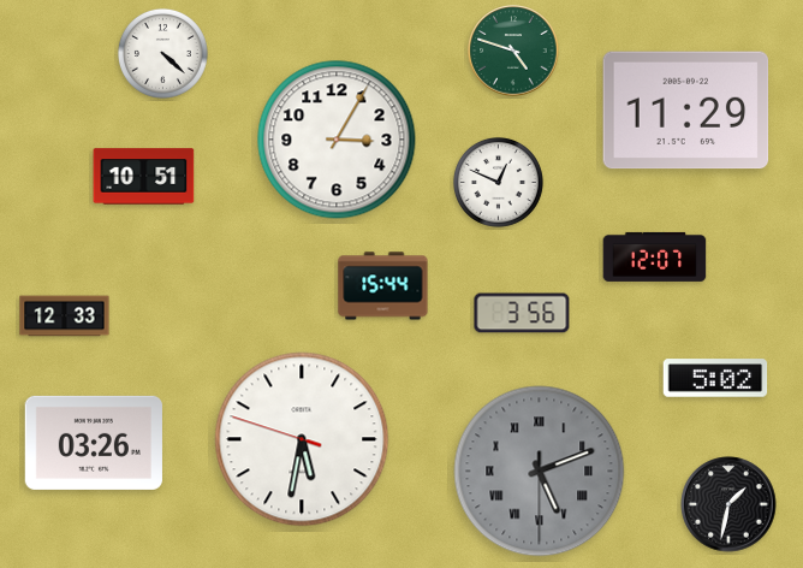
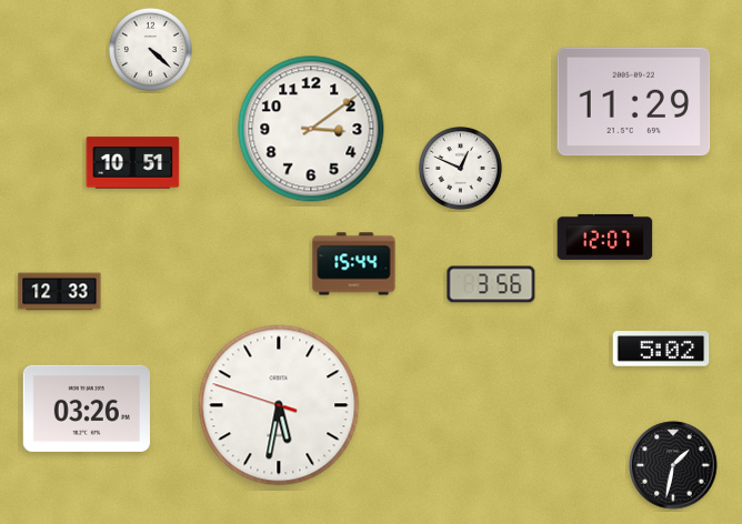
clock at (513, 51): 4:48 -> none
clock at (337, 140): 3:05 -> 3:09
clock at (522, 313) position: (522, 313) -> (491, 284)
clock at (540, 472): 5:11 -> none
